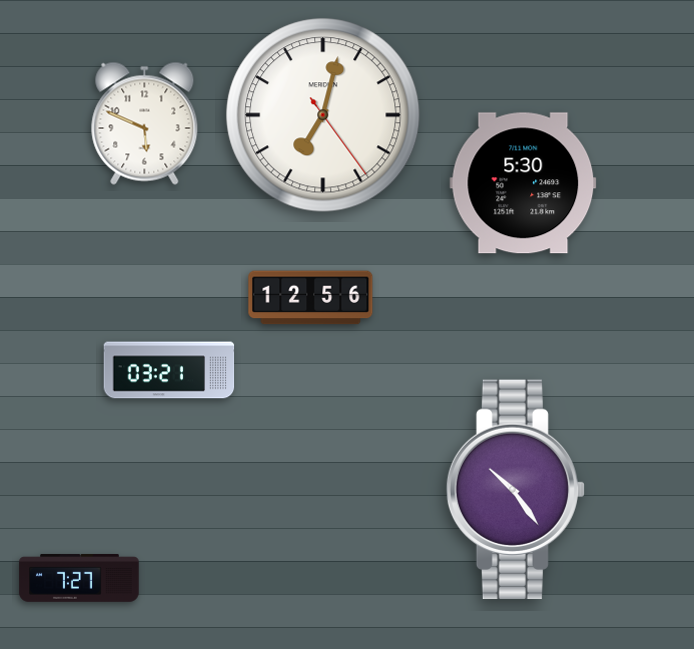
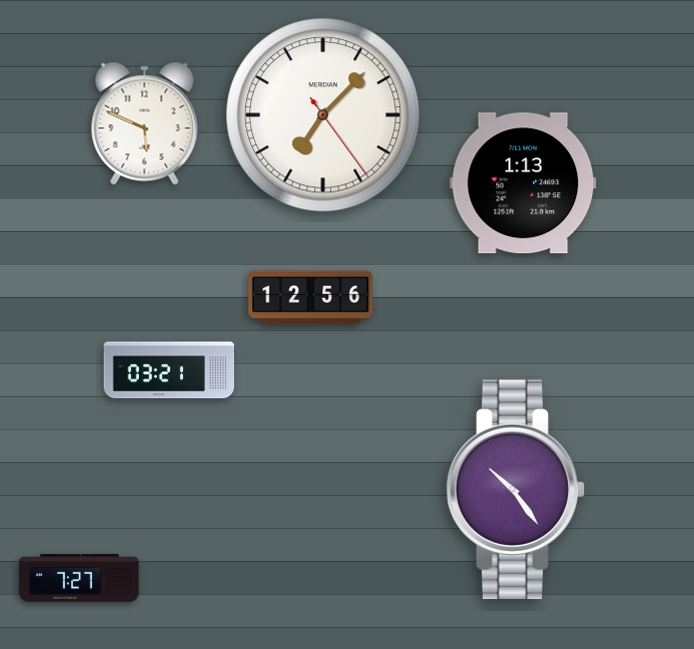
clock at (323, 115): 7:02 -> 7:07
clock at (523, 183): 5:30 -> 1:13
